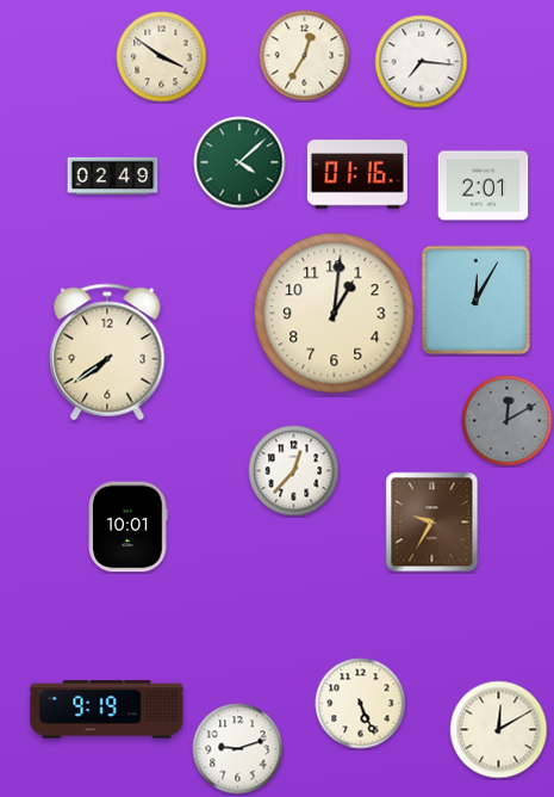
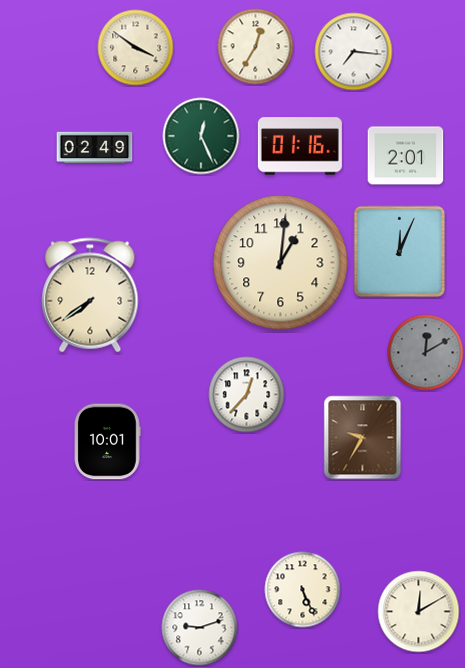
clock at (239, 162): 4:08 -> 12:26
clock at (477, 301): 12:05 -> 12:04
clock at (107, 710): 9:19 -> none
